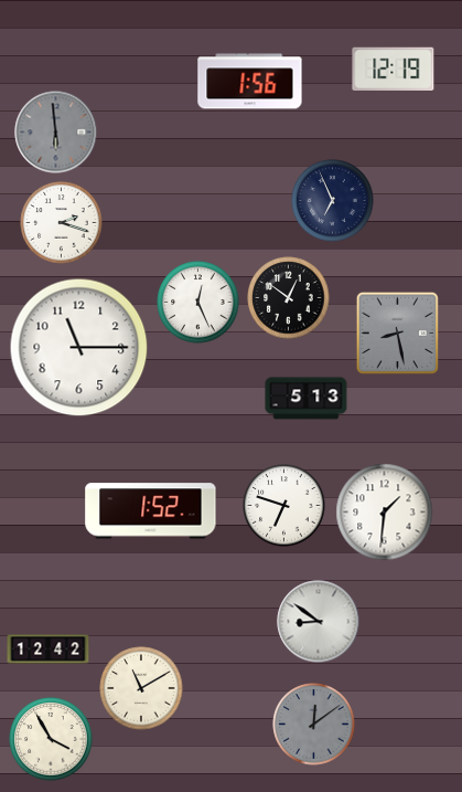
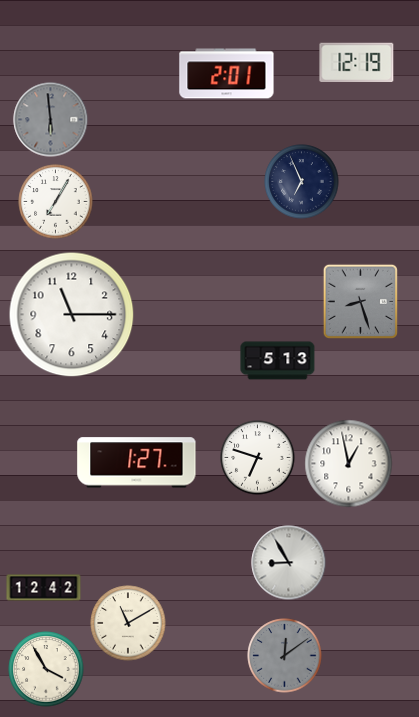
clock at (250, 82): 1:56 -> 2:01
clock at (62, 223): 2:18 -> 7:05
clock at (289, 298): 12:51 -> none
clock at (198, 303): 12:26 -> none
clock at (397, 332): 8:28 -> 8:27
clock at (151, 511): 1:52 -> 1:27
clock at (385, 513): 1:31 -> 12:58
clock at (319, 622): 8:51 -> 8:55
